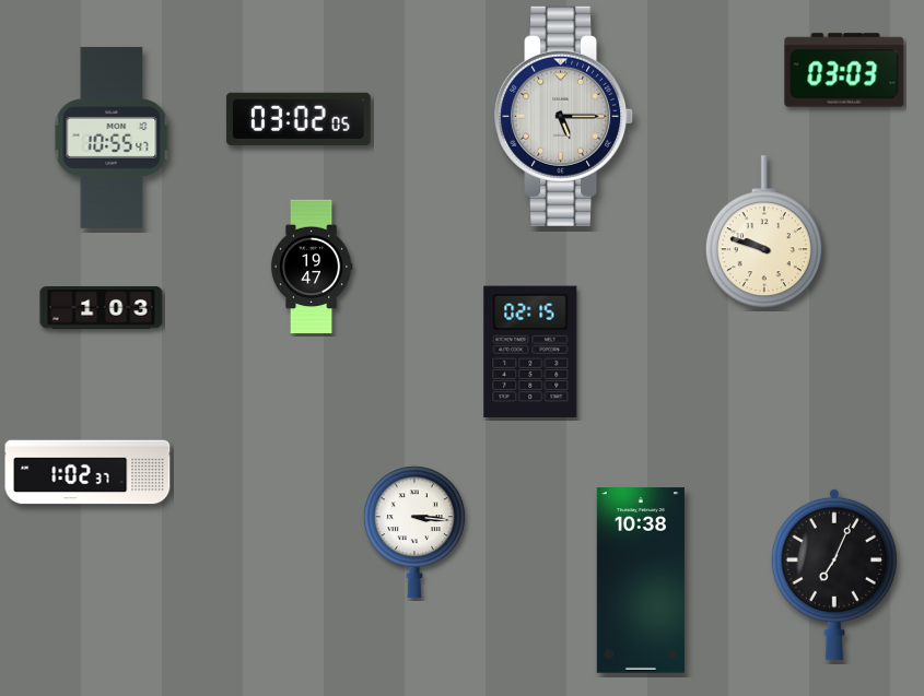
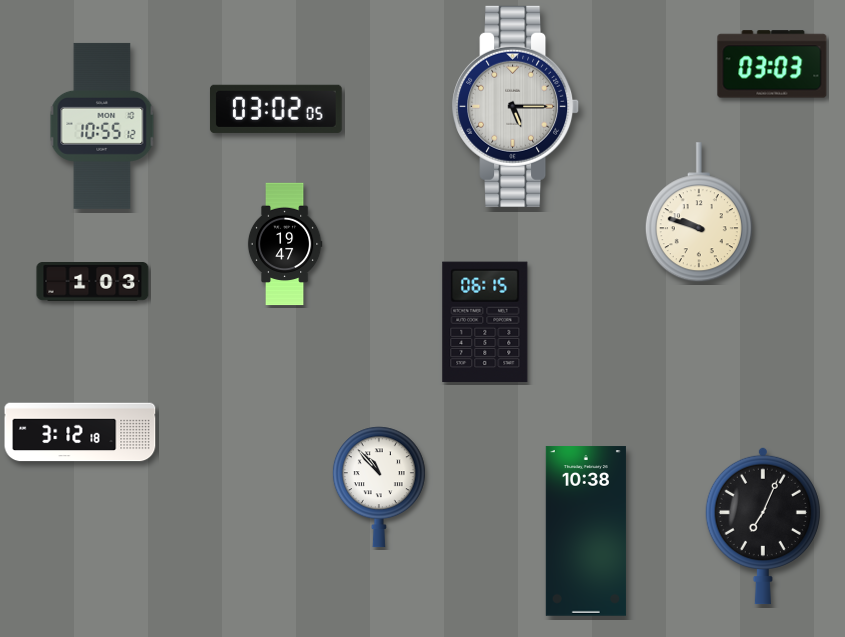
clock at (299, 119) position: (299, 119) -> (276, 109)
clock at (112, 138): 10:55:47 -> 10:55:12
clock at (530, 352): 02:15 -> 06:15
clock at (87, 472): 1:02 -> 3:12
clock at (414, 532): 3:16 -> 10:53
